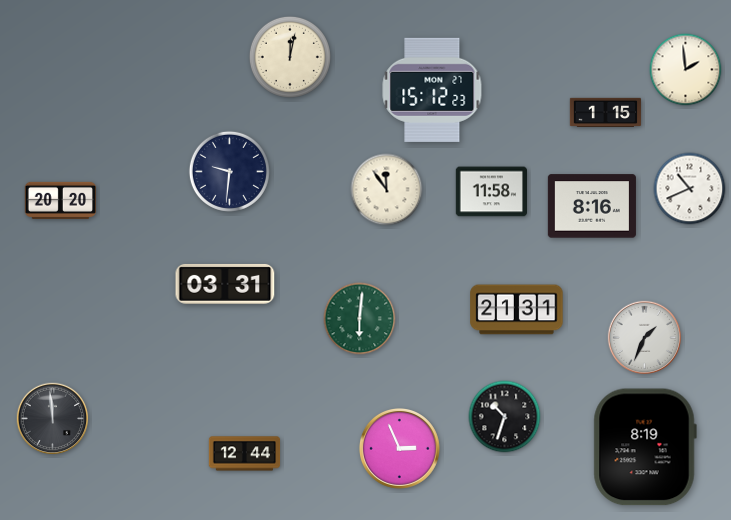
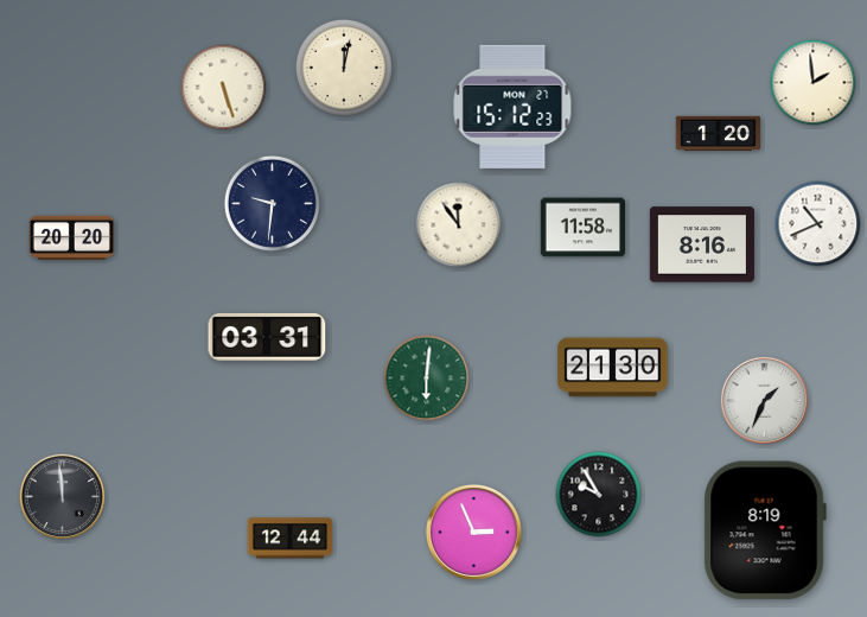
clock at (224, 88): none -> 5:27
clock at (606, 113): 1:15 -> 1:20
clock at (517, 310): 21:31 -> 21:30
clock at (505, 417): 10:33 -> 9:55
